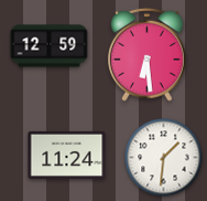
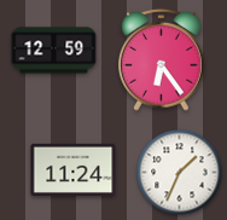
clock at (148, 54): 6:29 -> 6:24
clock at (164, 158): 1:31 -> 1:34
